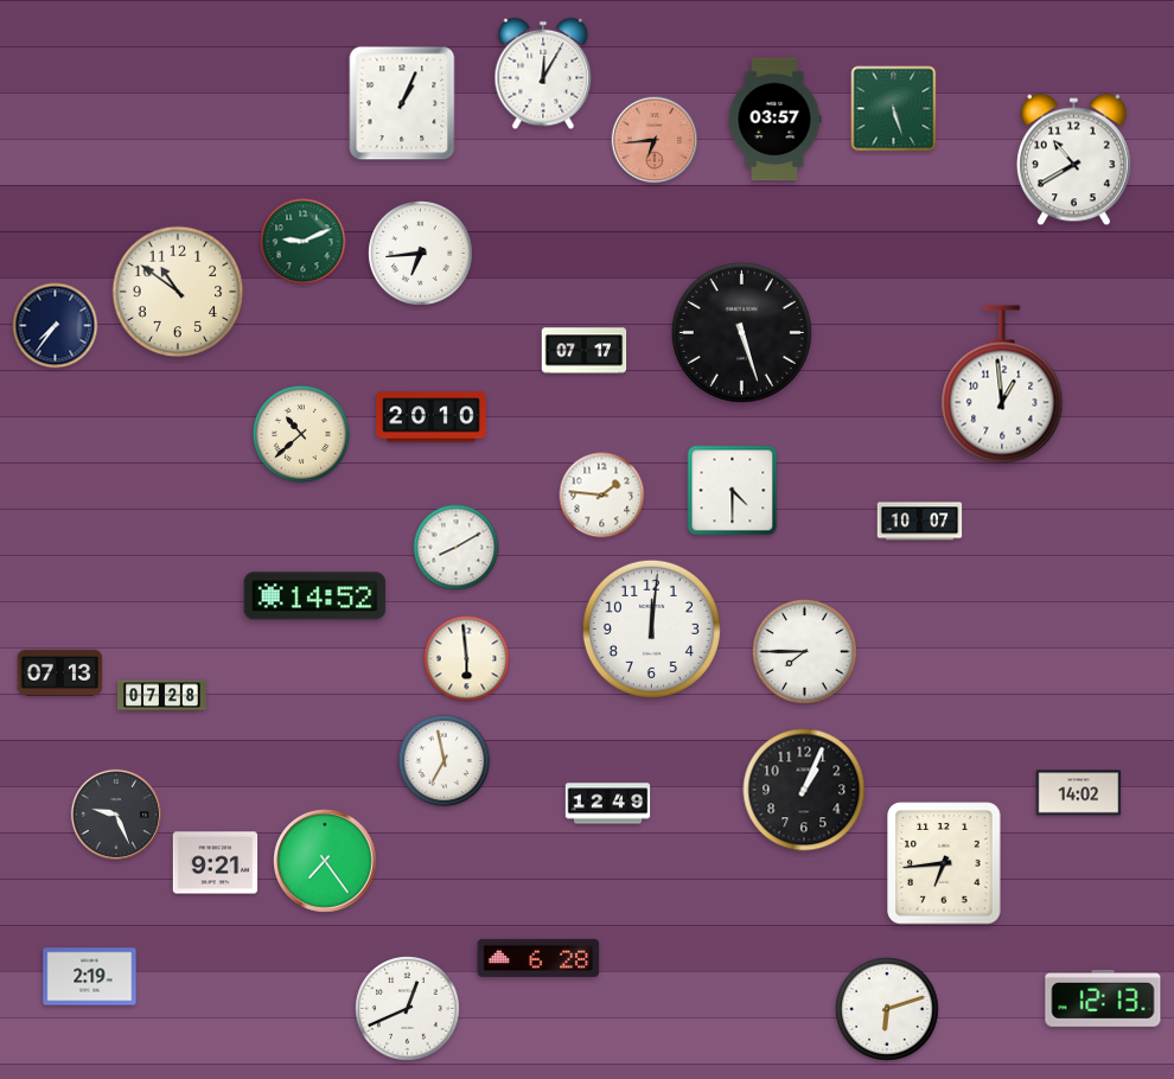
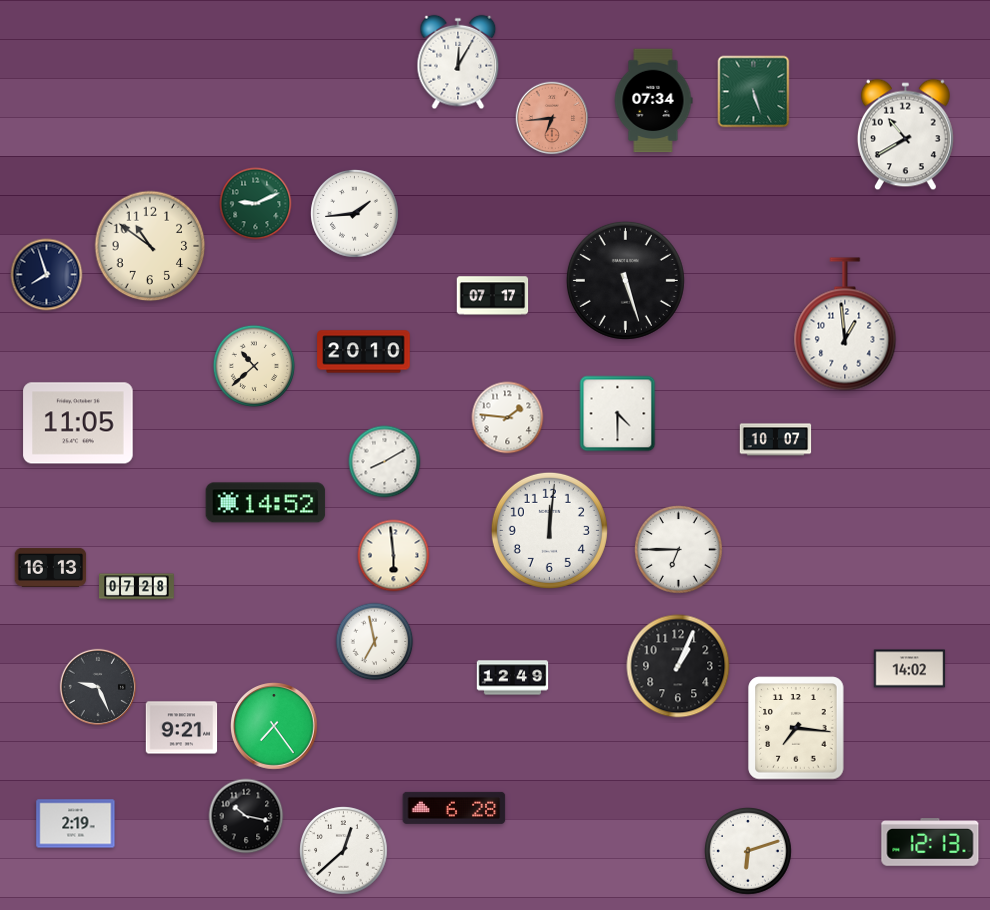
clock at (402, 103): 1:04 -> none
clock at (774, 120): 03:57 -> 07:34
clock at (421, 254): 6:44 -> 1:44
clock at (56, 326): 7:36 -> 7:57
clock at (78, 423): none -> 11:05
clock at (805, 652): 7:45 -> 6:45
clock at (60, 672): 07:13 -> 16:13
clock at (944, 863): 6:44 -> 7:16
clock at (246, 816): none -> 10:17
clock at (408, 1009): 12:41 -> 12:38
